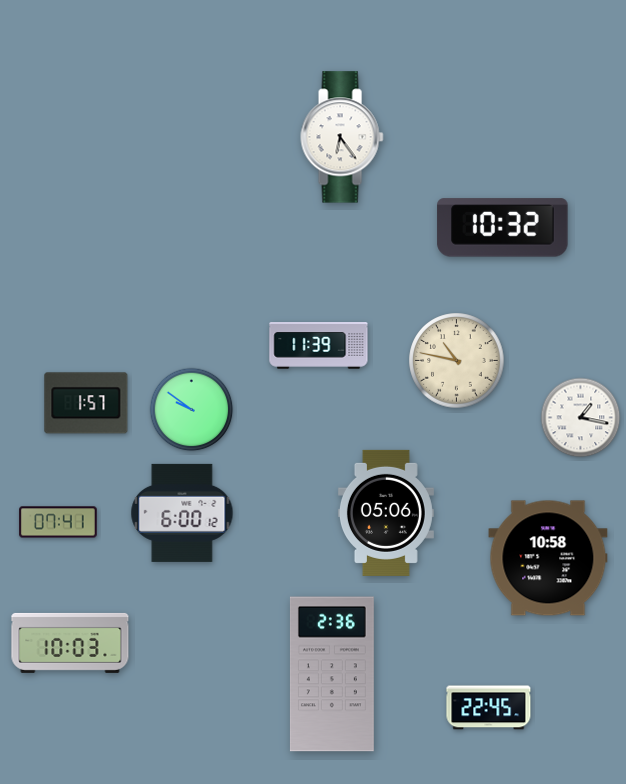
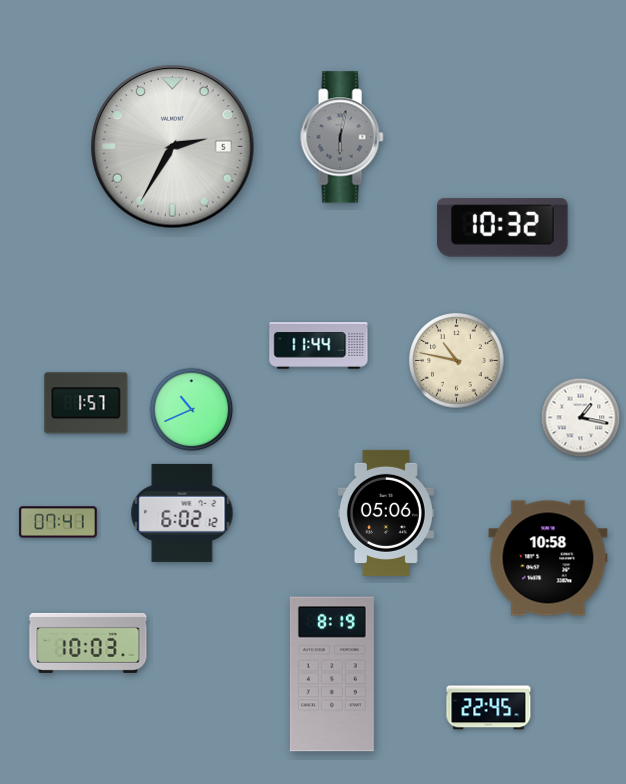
clock at (342, 137): 6:24 -> 6:02
clock at (342, 137) dial: white -> grey
clock at (173, 147): none -> 2:35
clock at (319, 346): 11:39 -> 11:44
clock at (192, 410): 9:51 -> 10:41
clock at (182, 513): 6:00 -> 6:02
clock at (70, 643) position: (70, 643) -> (88, 643)
clock at (332, 674): 2:36 -> 8:19
